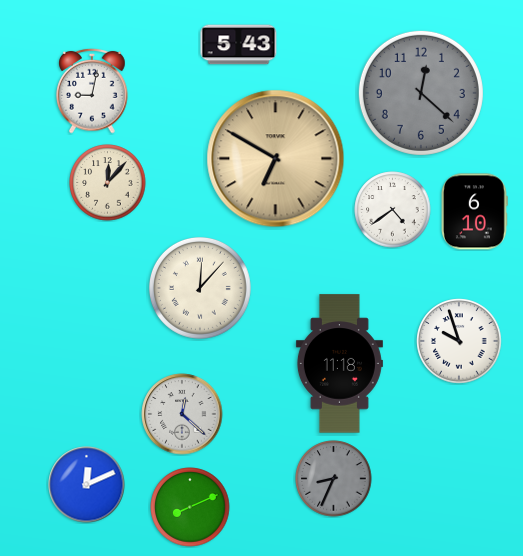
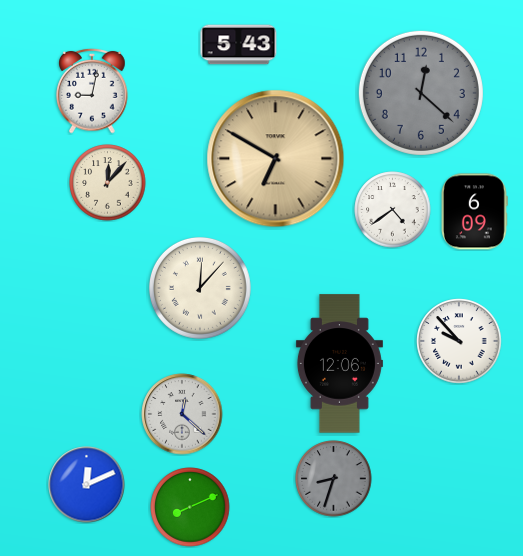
clock at (475, 212): 6:10 -> 6:09
clock at (459, 341): 9:57 -> 9:53
clock at (339, 364): 11:18 -> 12:06
clock at (334, 479): 8:34 -> 8:33
